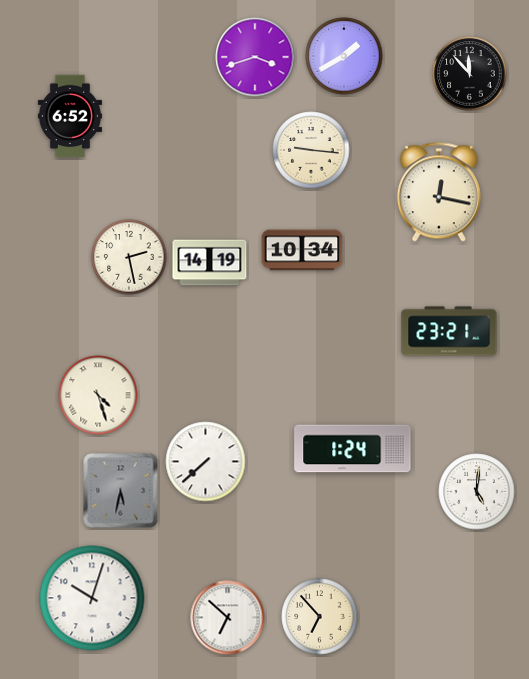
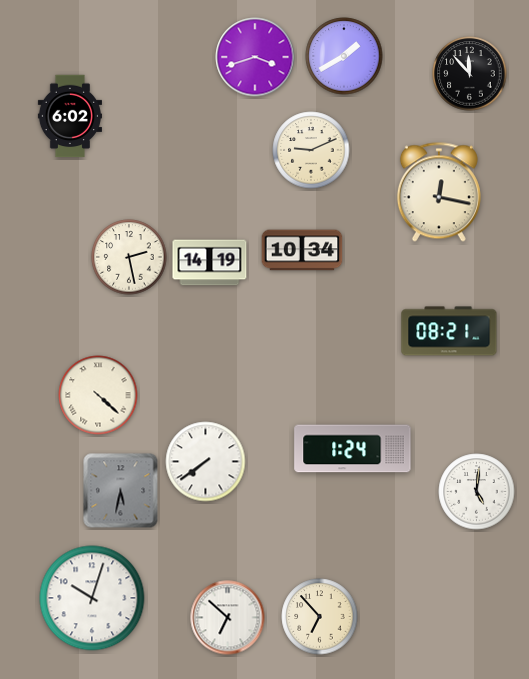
clock at (70, 116): 6:52 -> 6:02
clock at (311, 150): 9:16 -> 9:11
clock at (449, 331): 23:21 -> 08:21
clock at (98, 395): 4:27 -> 4:22
clock at (206, 462): 7:38 -> 7:39
